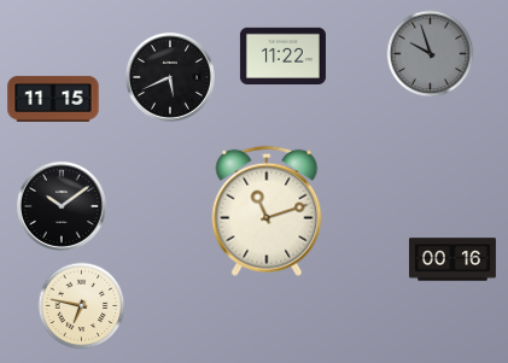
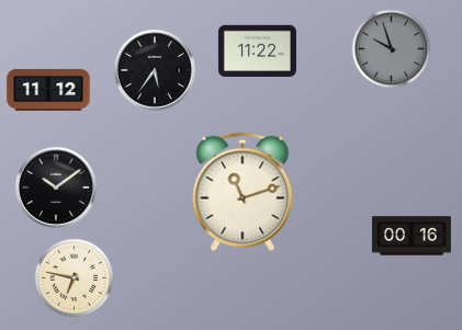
clock at (170, 77): 5:41 -> 5:36
clock at (53, 99): 11:15 -> 11:12
